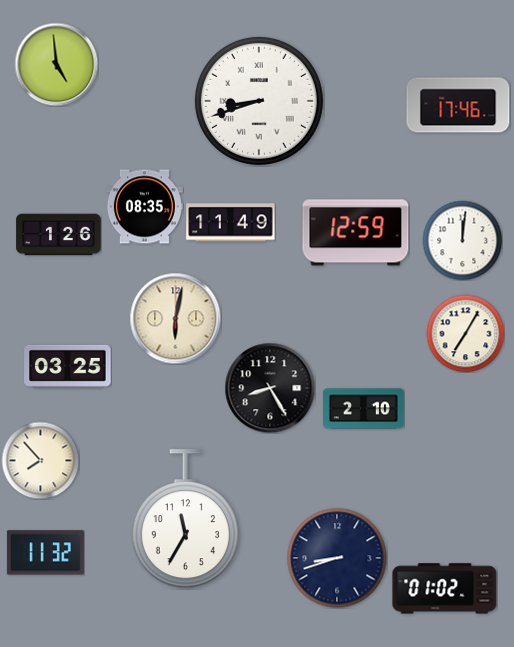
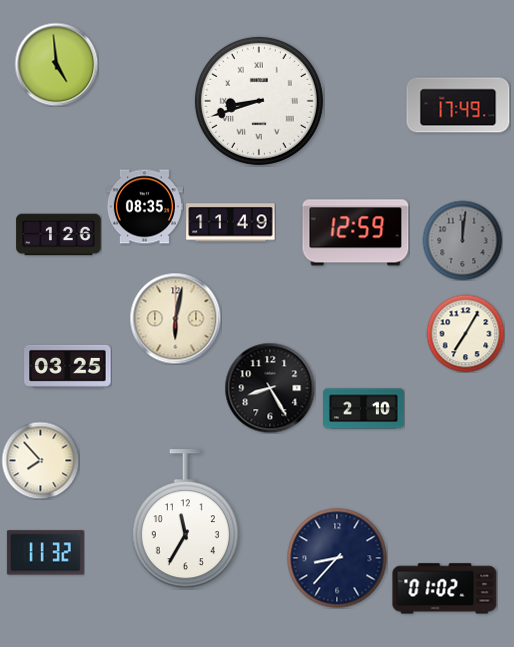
clock at (458, 105): 17:46 -> 17:49
clock at (462, 240) dial: white -> grey
clock at (337, 558): 8:42 -> 8:37
